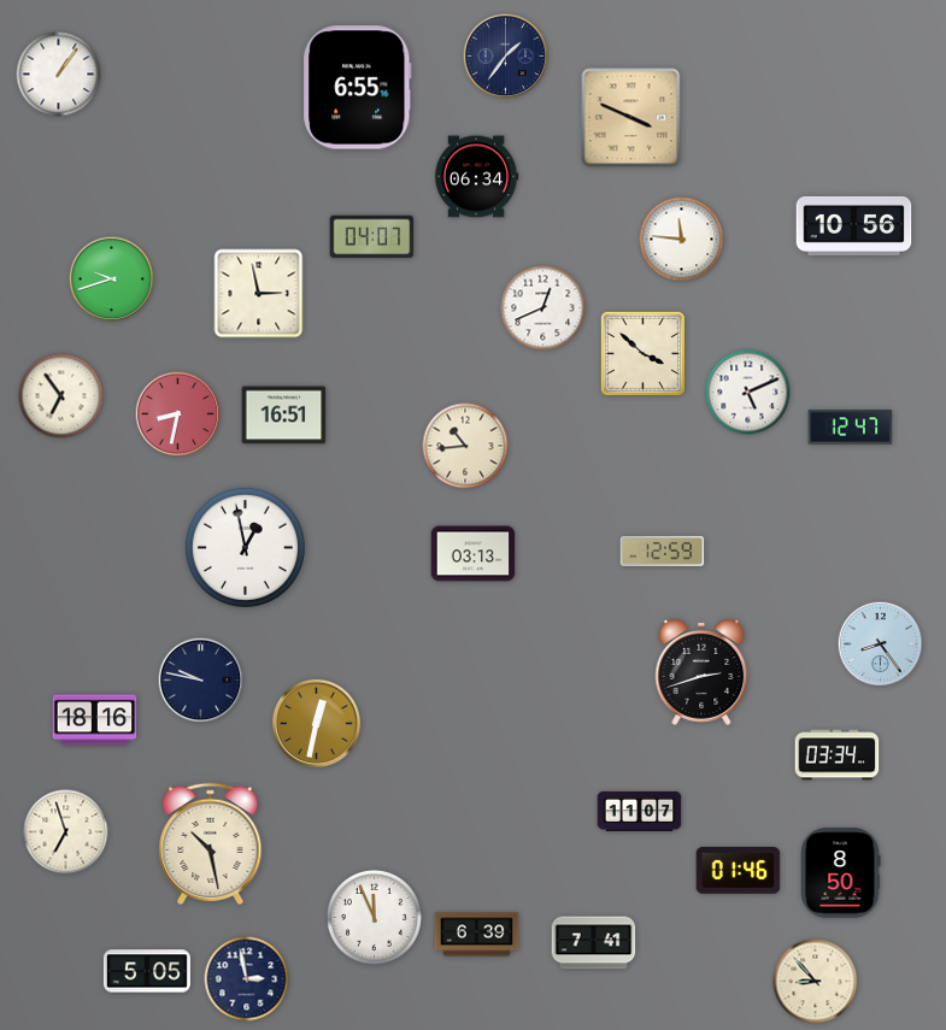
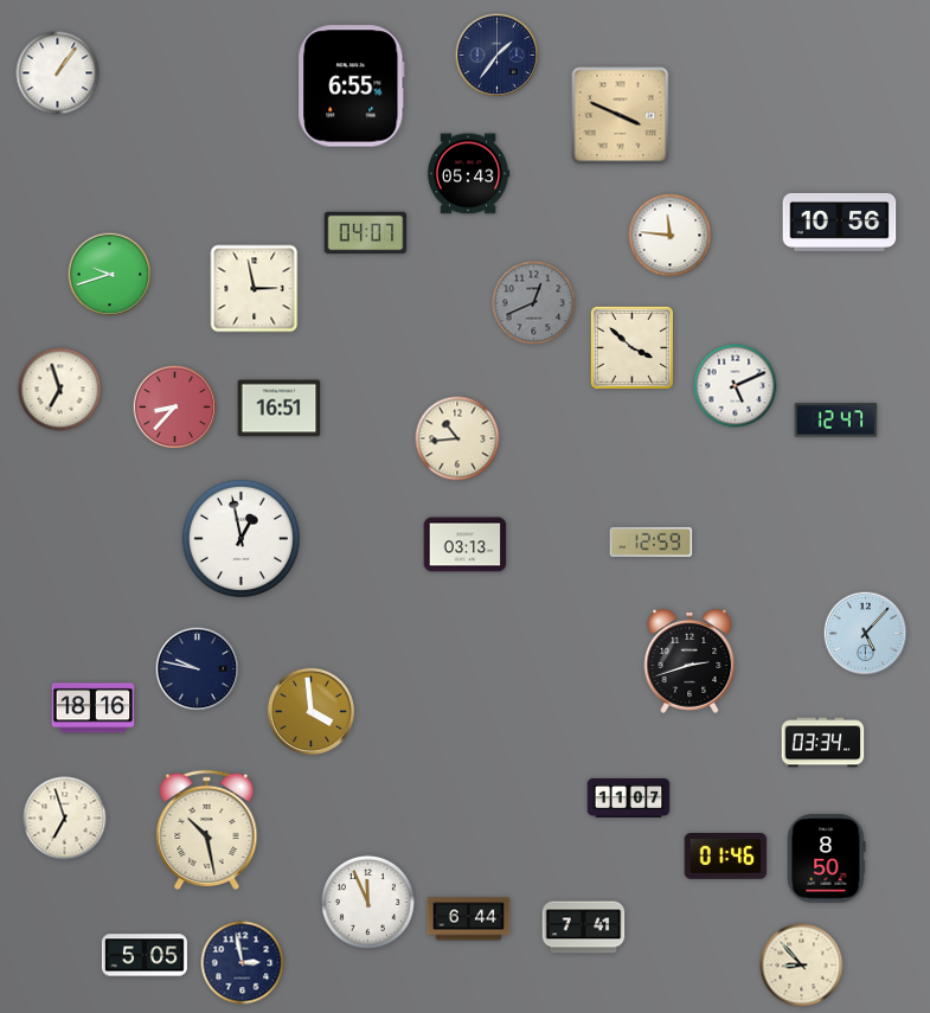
clock at (476, 177): 06:34 -> 05:43
clock at (543, 308) dial: white -> grey
clock at (61, 396): 6:54 -> 6:57
clock at (178, 414): 8:32 -> 8:37
clock at (881, 645): 8:24 -> 5:07
clock at (316, 723): 12:32 -> 3:59
clock at (477, 935): 6:39 -> 6:44
